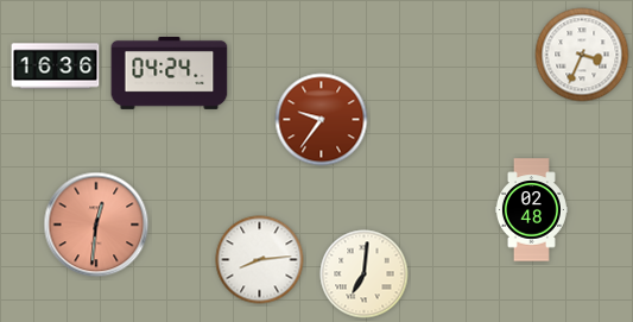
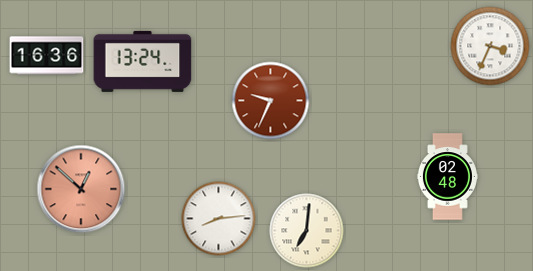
clock at (170, 72): 04:24 -> 13:24
clock at (322, 120): 9:36 -> 9:34
clock at (96, 225): 12:31 -> 12:52
